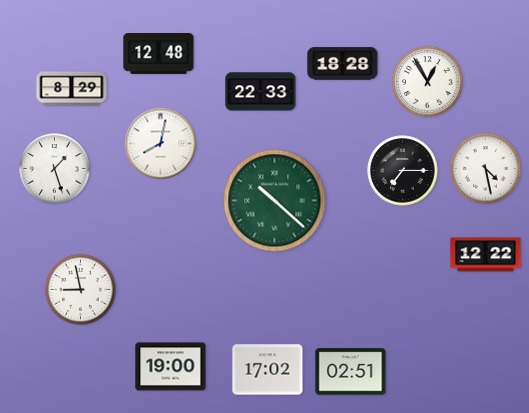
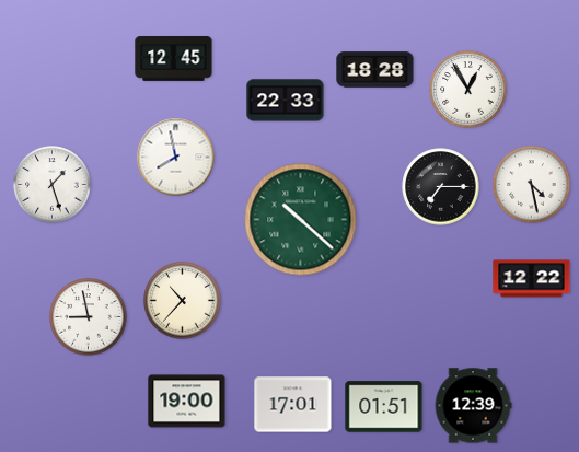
clock at (159, 54): 12:48 -> 12:45
clock at (72, 89): 8:29 -> none
clock at (161, 144): 8:02 -> 7:58
clock at (55, 169) position: (55, 169) -> (53, 185)
clock at (183, 301): none -> 10:37
clock at (268, 370): 17:02 -> 17:01
clock at (473, 406): none -> 12:39
clock at (351, 372): 02:51 -> 01:51
